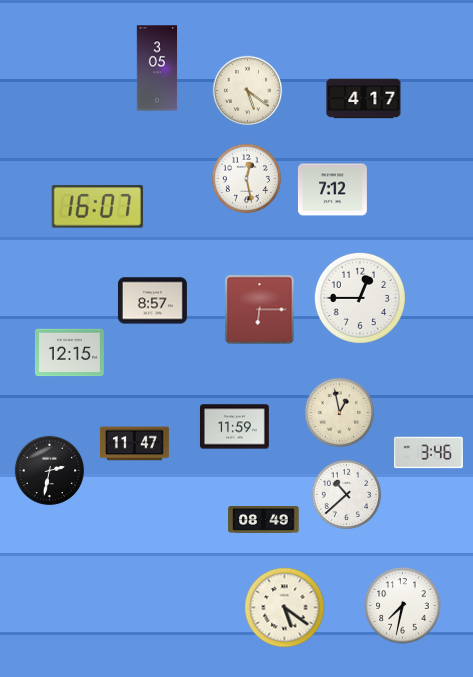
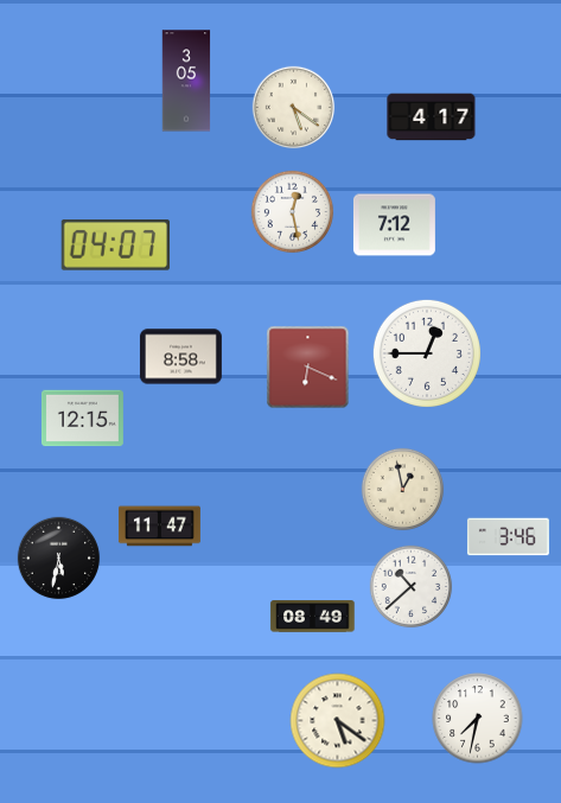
clock at (98, 207): 16:07 -> 04:07
clock at (152, 301): 8:57 -> 8:58
clock at (260, 310): 6:15 -> 6:19
clock at (234, 427): 11:59 -> none
clock at (50, 471): 2:32 -> 5:32
